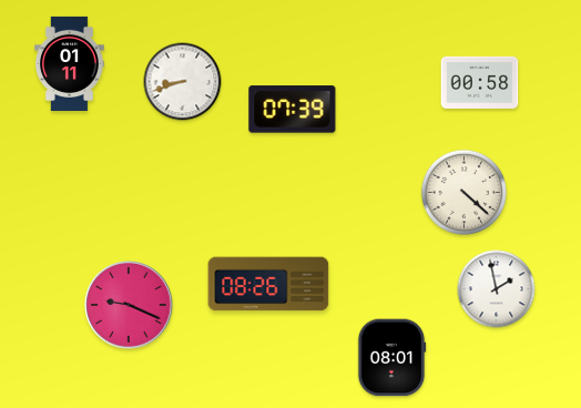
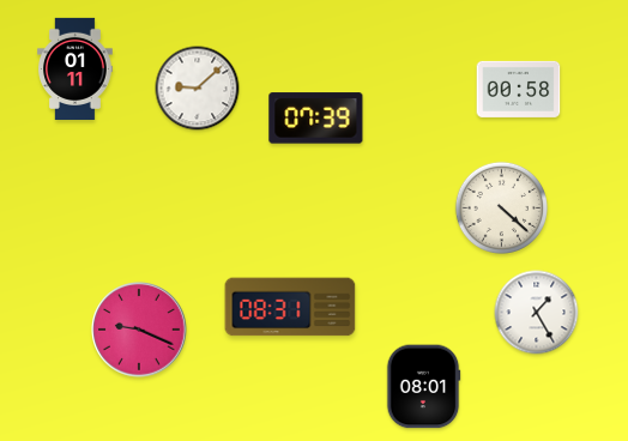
clock at (183, 82): 8:42 -> 9:08
clock at (268, 284): 08:26 -> 08:31
clock at (497, 289): 1:58 -> 1:25
